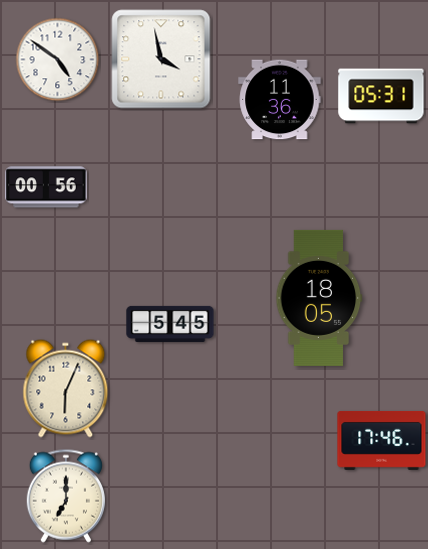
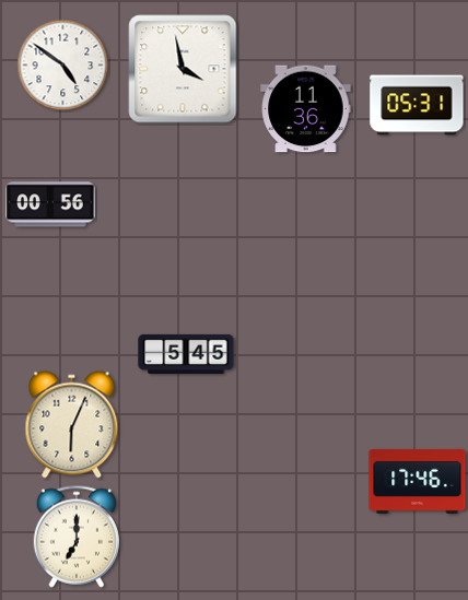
clock at (161, 59) position: (161, 59) -> (183, 69)
clock at (319, 298): 18:05 -> none
clock at (66, 496) position: (66, 496) -> (77, 537)
